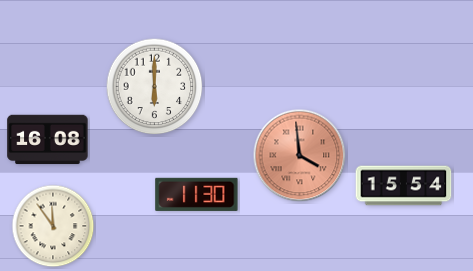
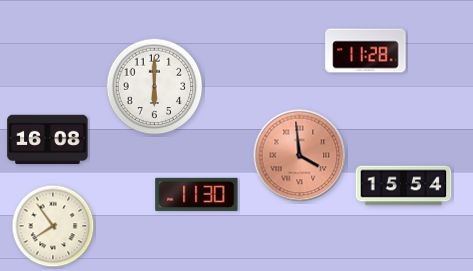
clock at (366, 51): none -> 11:28
clock at (53, 226): 11:54 -> 7:54
